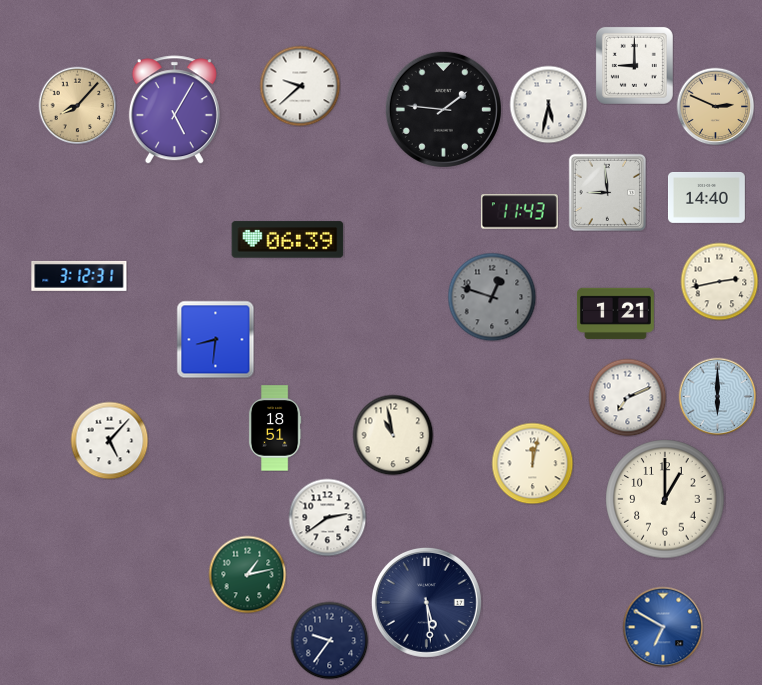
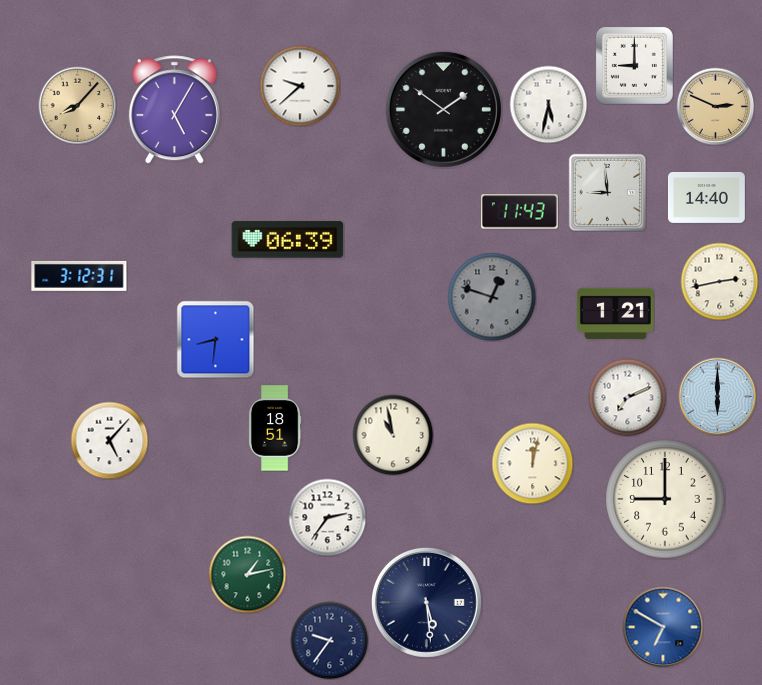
clock at (443, 109): 1:46 -> 1:51
clock at (665, 499): 1:00 -> 9:00
clock at (327, 517): 2:39 -> 2:36
